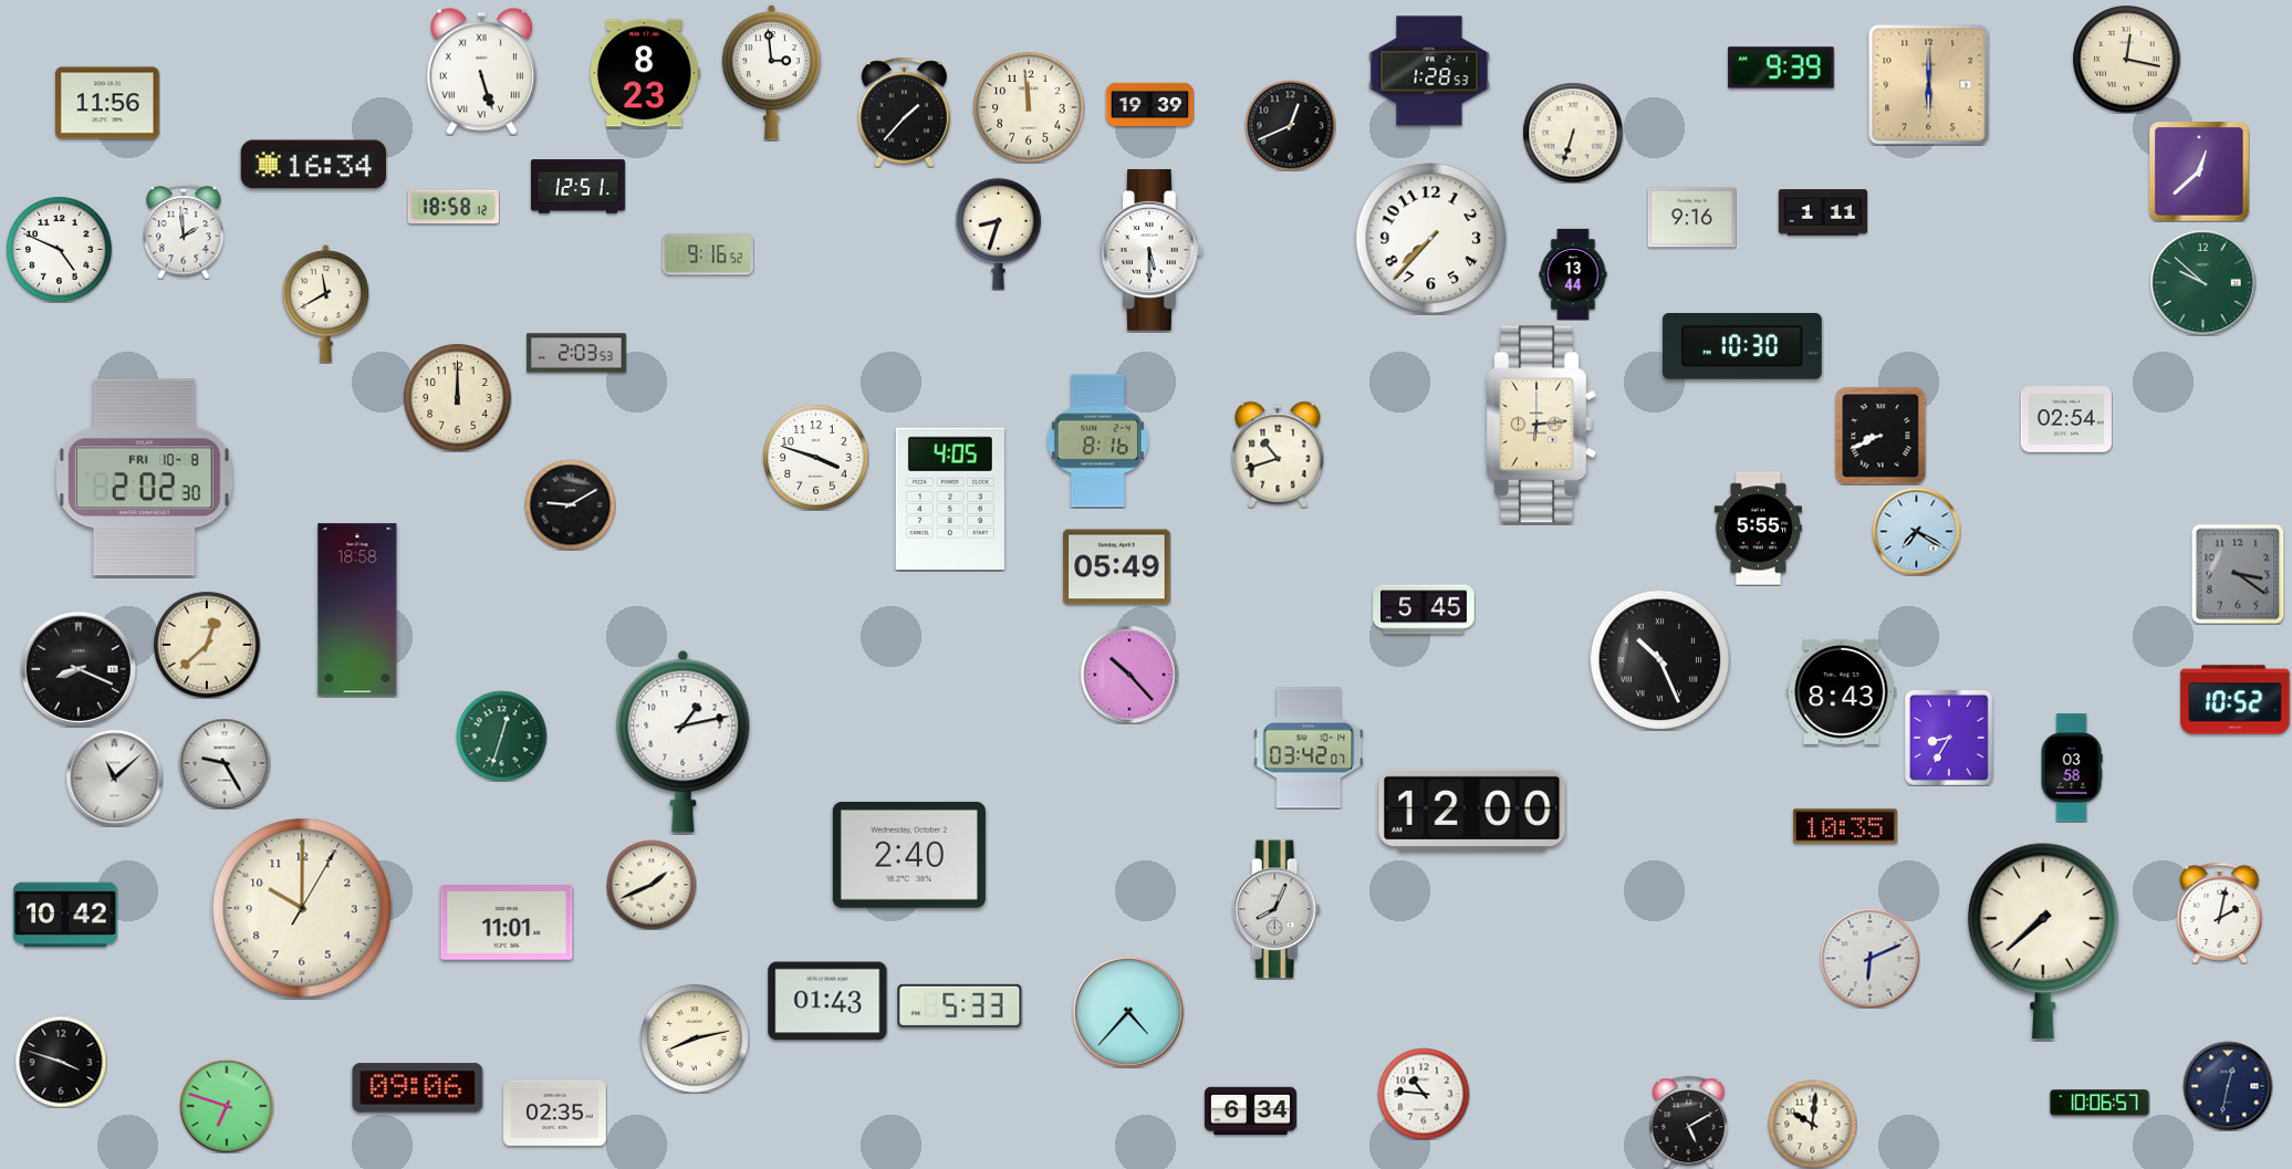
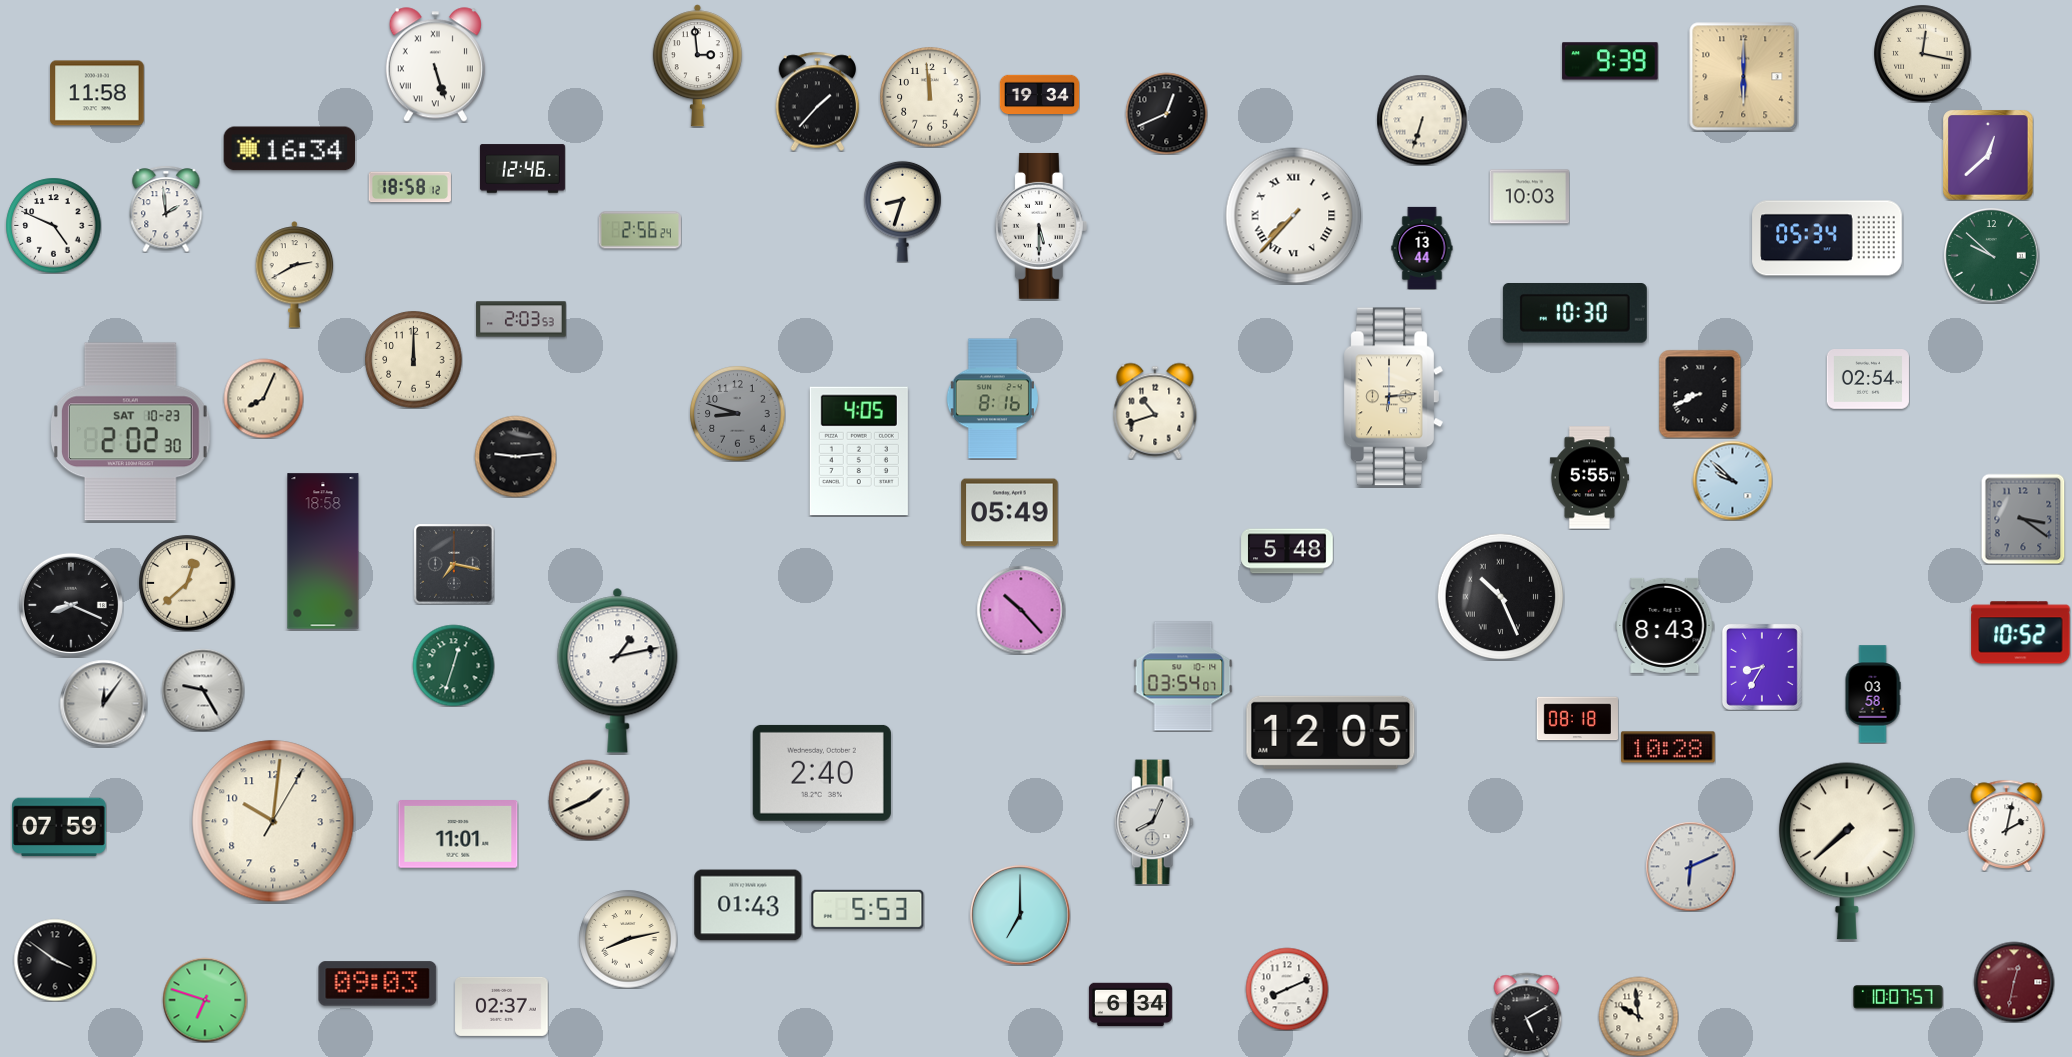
clock at (1429, 71): 1:28 -> none
clock at (645, 73): 8:23 -> none
clock at (107, 103): 11:56 -> 11:58
clock at (1149, 105): 19:39 -> 19:34
clock at (313, 165) position: (313, 165) -> (289, 149)
clock at (577, 187): 12:51 -> 12:46
clock at (1823, 212): 1:11 -> none
clock at (1691, 218): 9:16 -> 10:03
clock at (1431, 239) numerals: Arabic -> Roman
clock at (708, 254): 9:16 -> 2:56
clock at (1827, 238): none -> 05:34
clock at (326, 304): 11:40 -> 2:40
clock at (1541, 425) position: (1541, 425) -> (1393, 397)
clock at (263, 398): none -> 8:04
clock at (815, 457): 3:48 -> 8:48
clock at (815, 457) dial: white -> grey
clock at (144, 478) date: FRI 10-8 -> SAT 10-23
clock at (570, 504): 9:10 -> 9:14
clock at (1916, 531): 7:20 -> 9:52
clock at (1424, 609): 5:45 -> 5:48
clock at (454, 564): none -> 7:17
clock at (1309, 748): 03:42 -> 03:54
clock at (114, 777): 11:08 -> 12:06
clock at (1577, 719): none -> 08:18
clock at (1472, 810): 12:00 -> 12:05
clock at (1845, 826): 10:35 -> 10:28
clock at (302, 908): 10:00 -> 10:01
clock at (65, 915): 10:42 -> 07:59
clock at (960, 1005): 5:33 -> 5:53
clock at (1128, 1012): 4:37 -> 7:00
clock at (61, 1062): 3:48 -> 3:51
clock at (2228, 1086) dial: navy -> burgundy
clock at (418, 1088): 09:06 -> 09:03
clock at (1424, 1094): 10:46 -> 8:11
clock at (2100, 1104): 10:06 -> 10:07
clock at (555, 1113): 02:35 -> 02:37
clock at (1812, 1124): 10:01 -> 9:59
